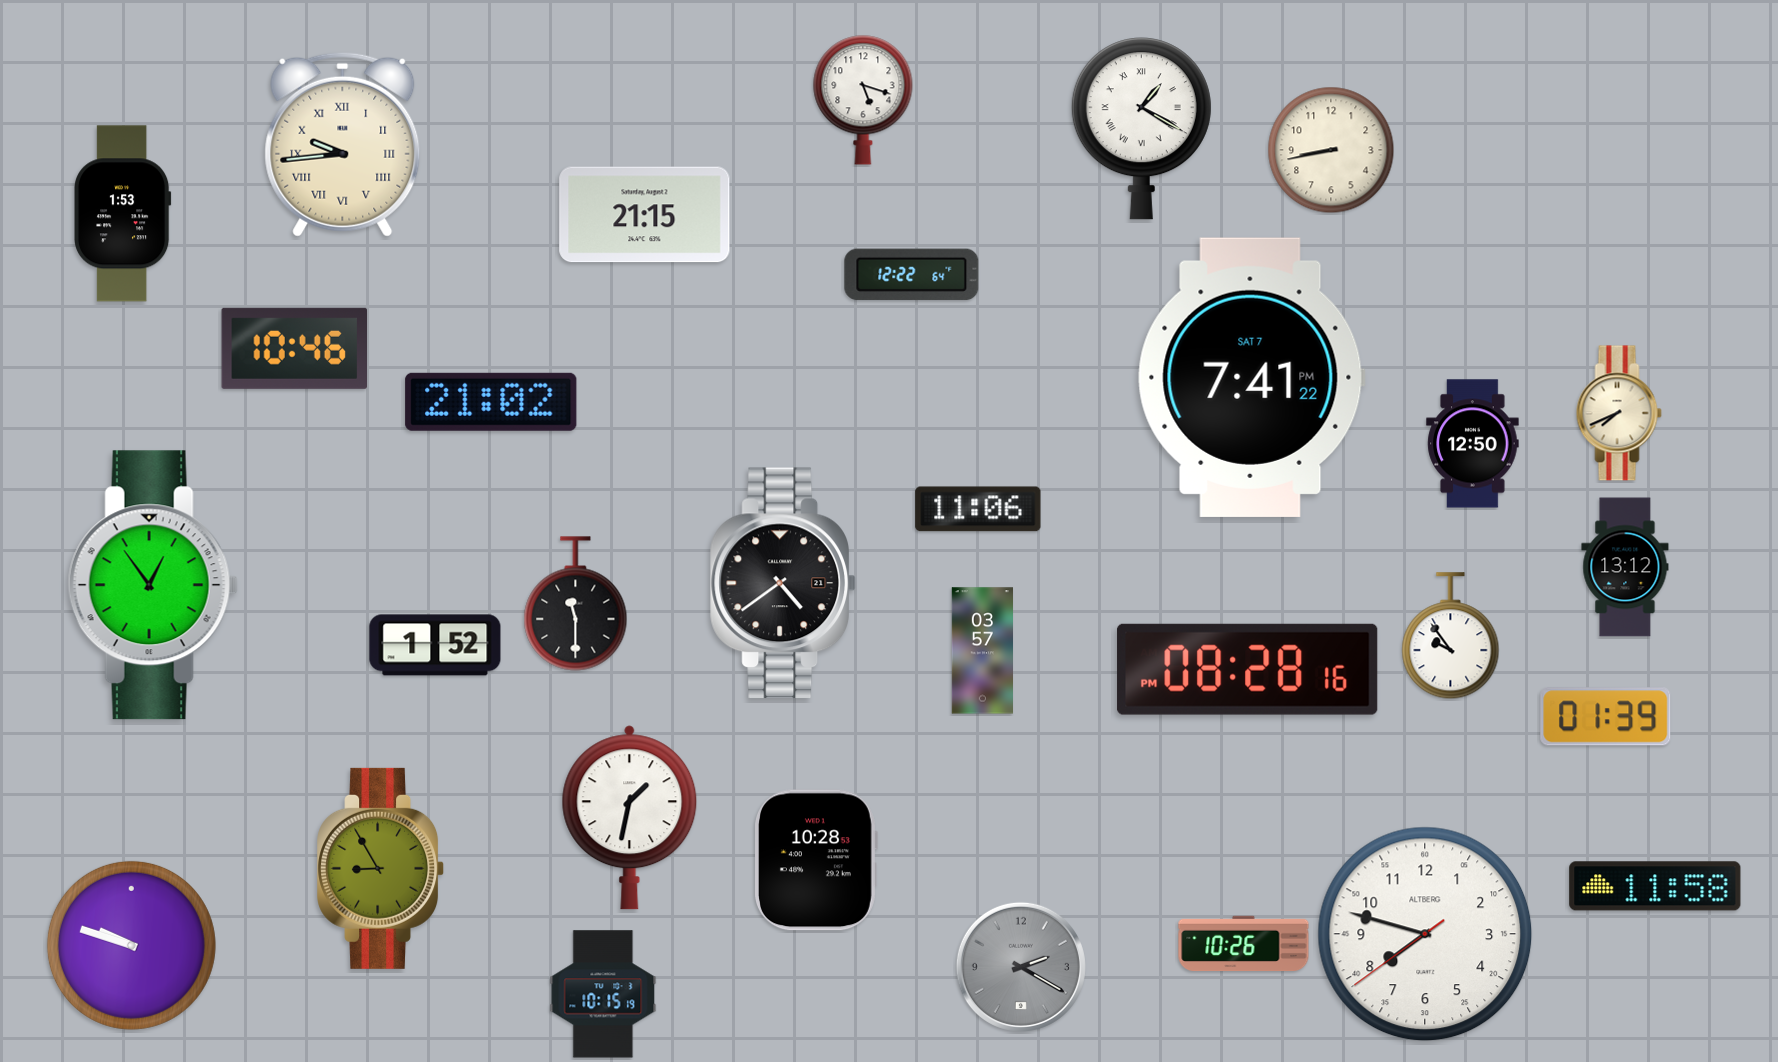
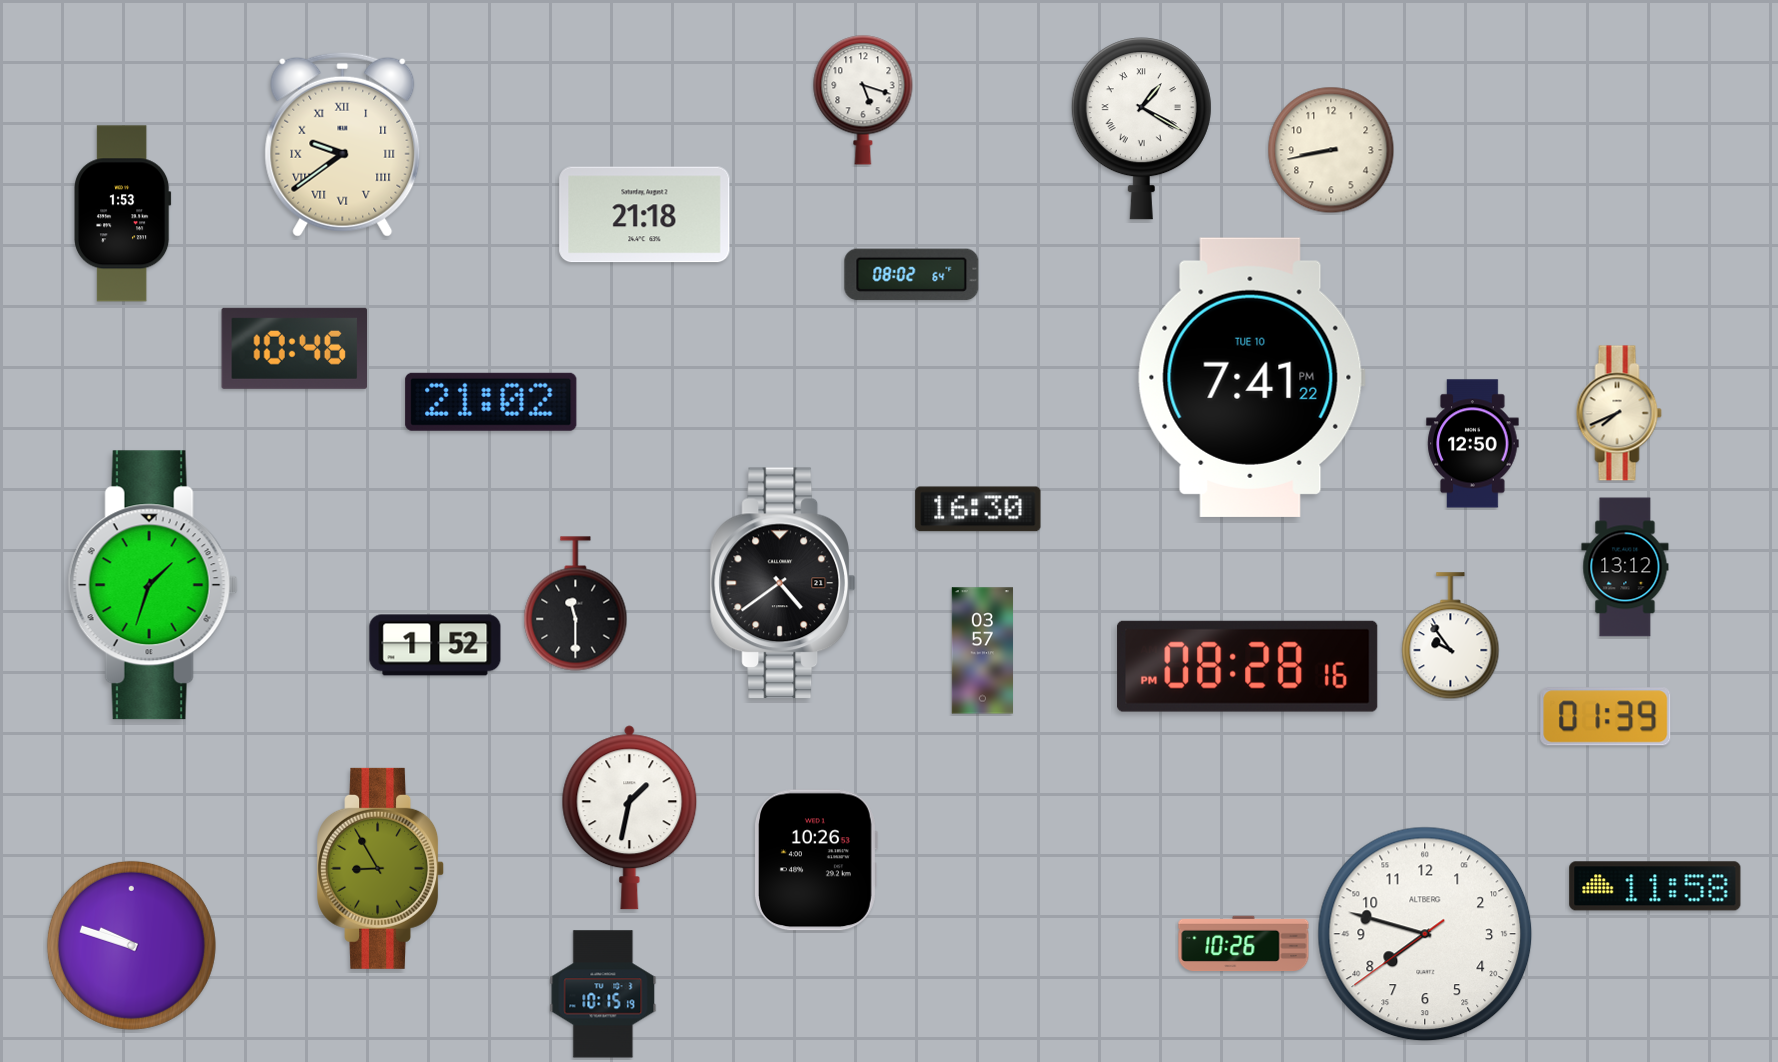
clock at (343, 144): 9:44 -> 9:39
clock at (645, 215): 21:15 -> 21:18
clock at (912, 275): 12:22 -> 08:02
clock at (1251, 377) date: SAT 7 -> TUE 10
clock at (978, 509): 11:06 -> 16:30
clock at (153, 585): 12:54 -> 1:33
clock at (1248, 669) position: (1248, 669) -> (1248, 666)
clock at (816, 860): 10:28 -> 10:26
clock at (1021, 967): 2:20 -> none
